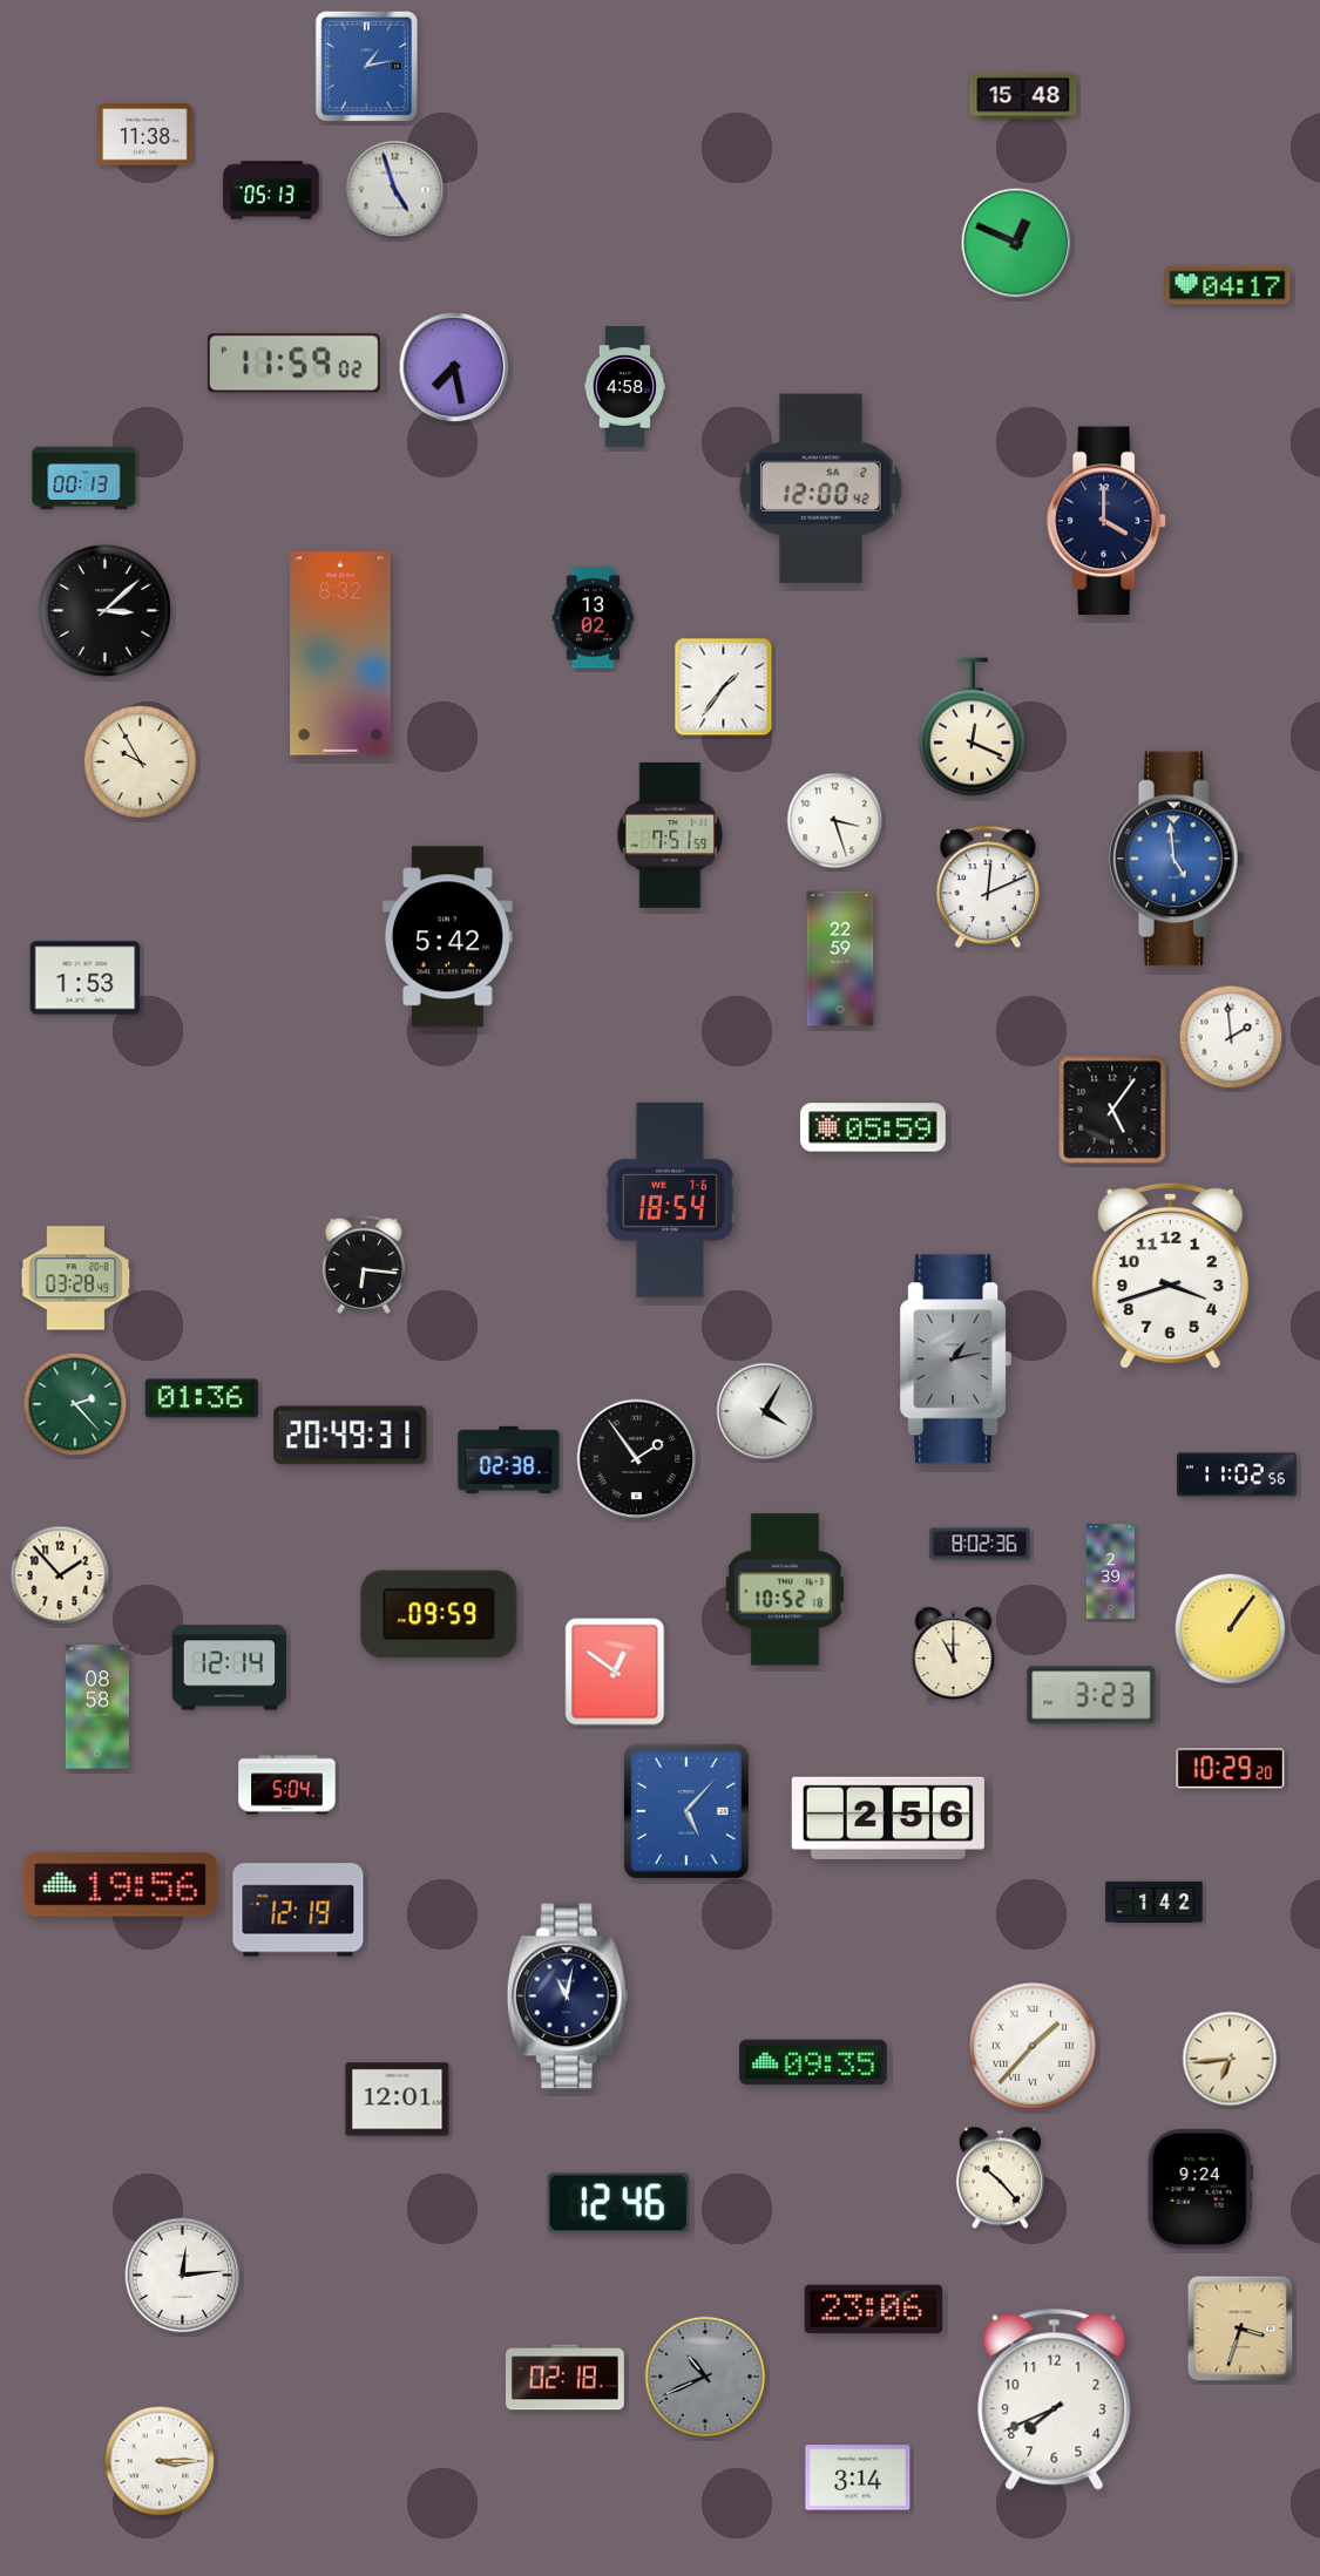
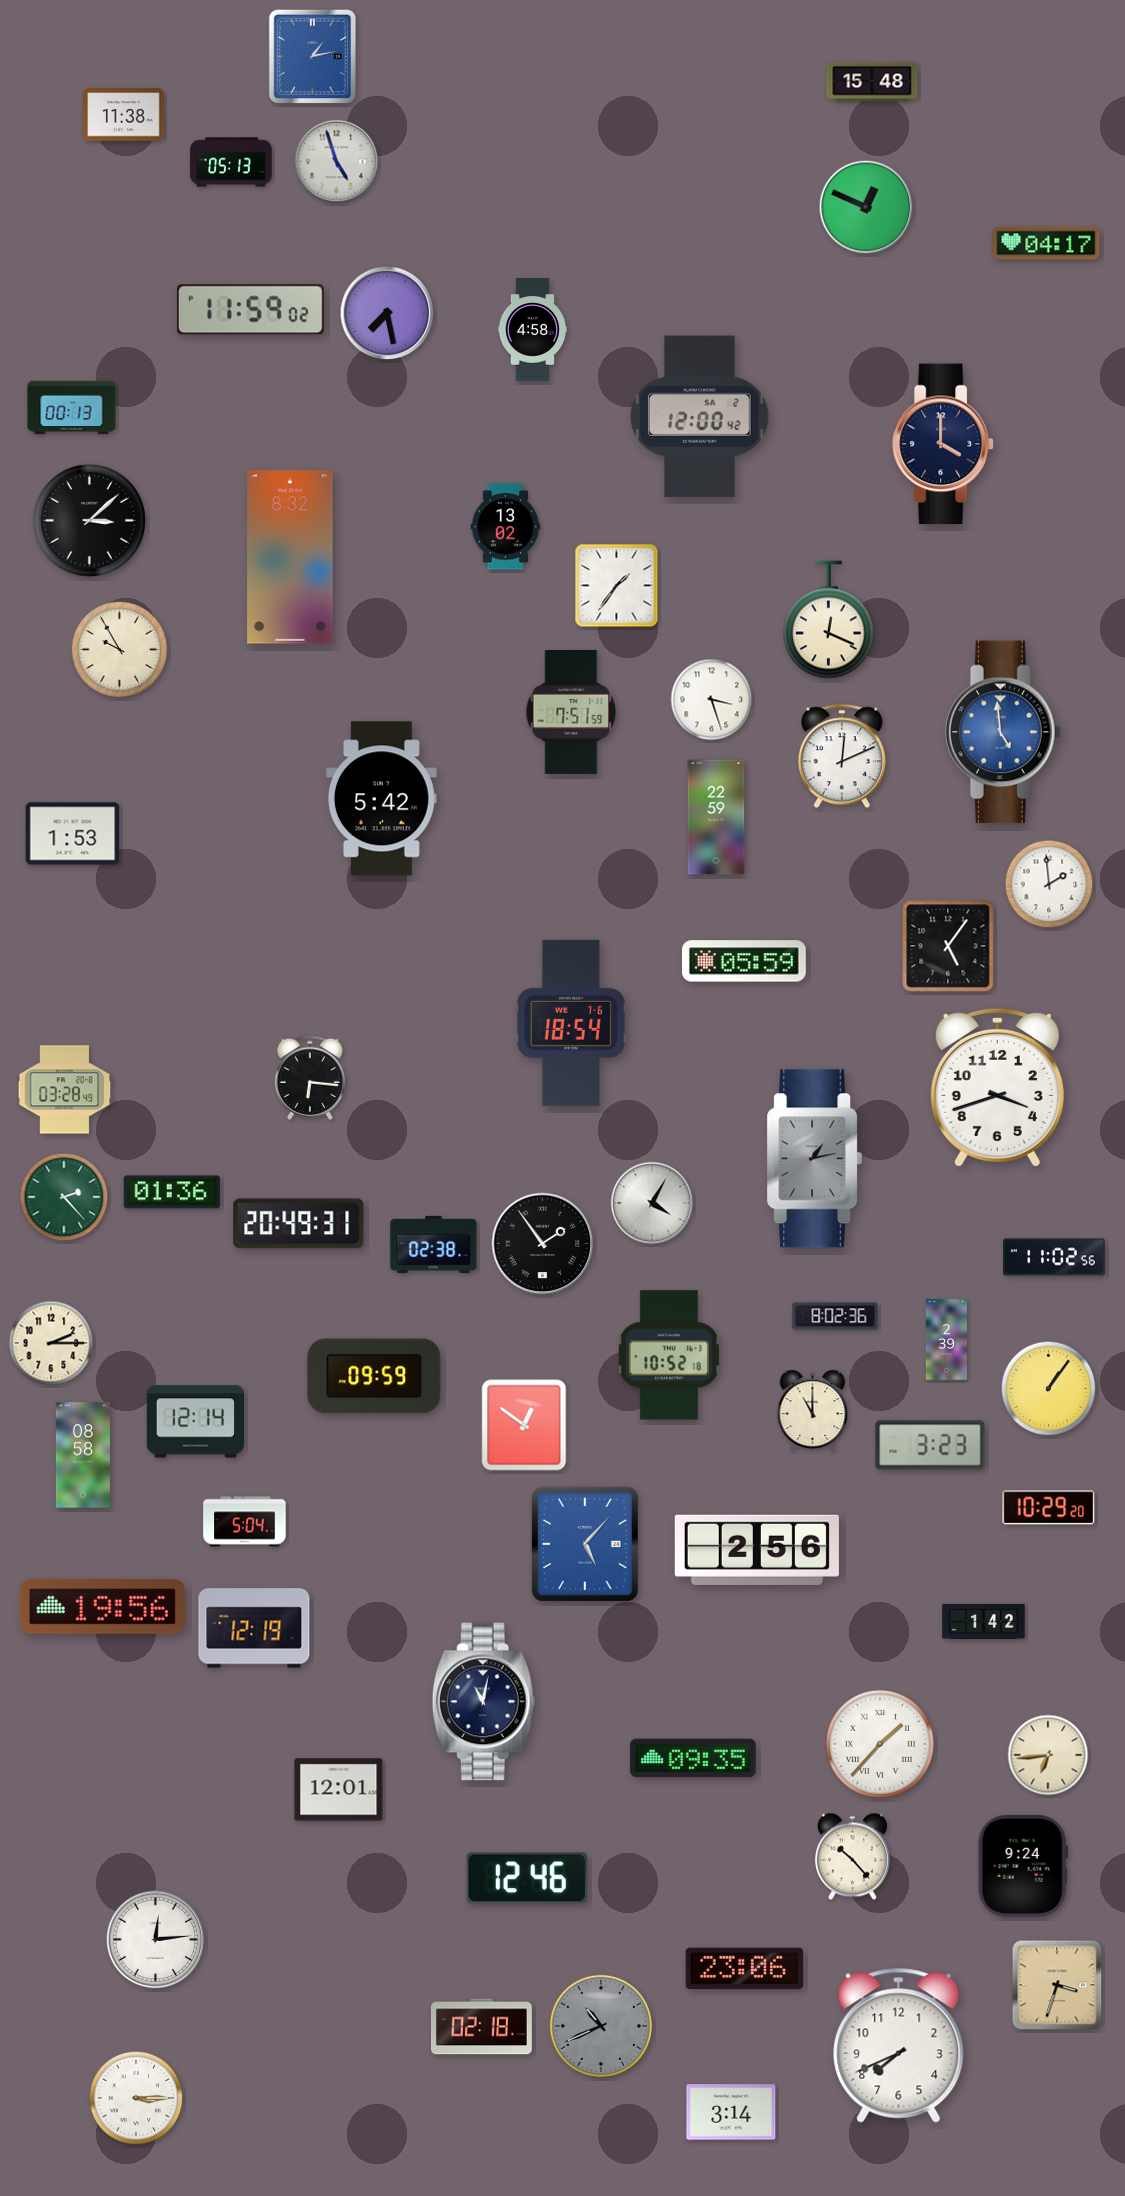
clock at (60, 1575): 1:53 -> 2:15
